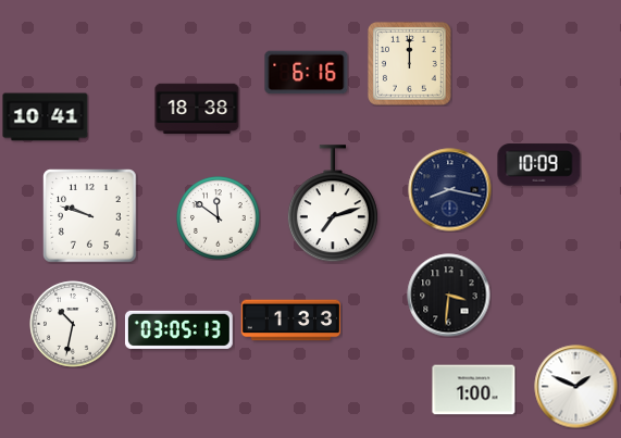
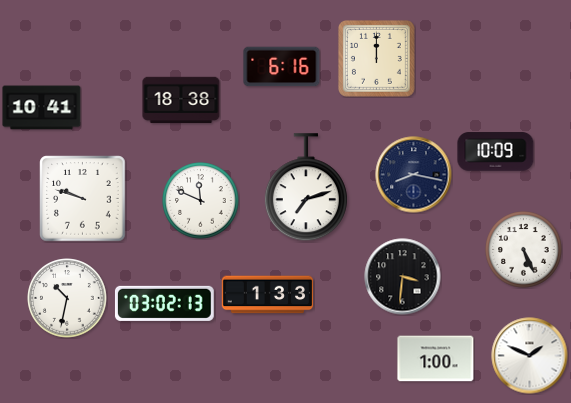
clock at (219, 218): 11:51 -> 11:49
clock at (524, 250): none -> 5:26
clock at (449, 296) position: (449, 296) -> (403, 277)
clock at (178, 329): 03:05 -> 03:02
